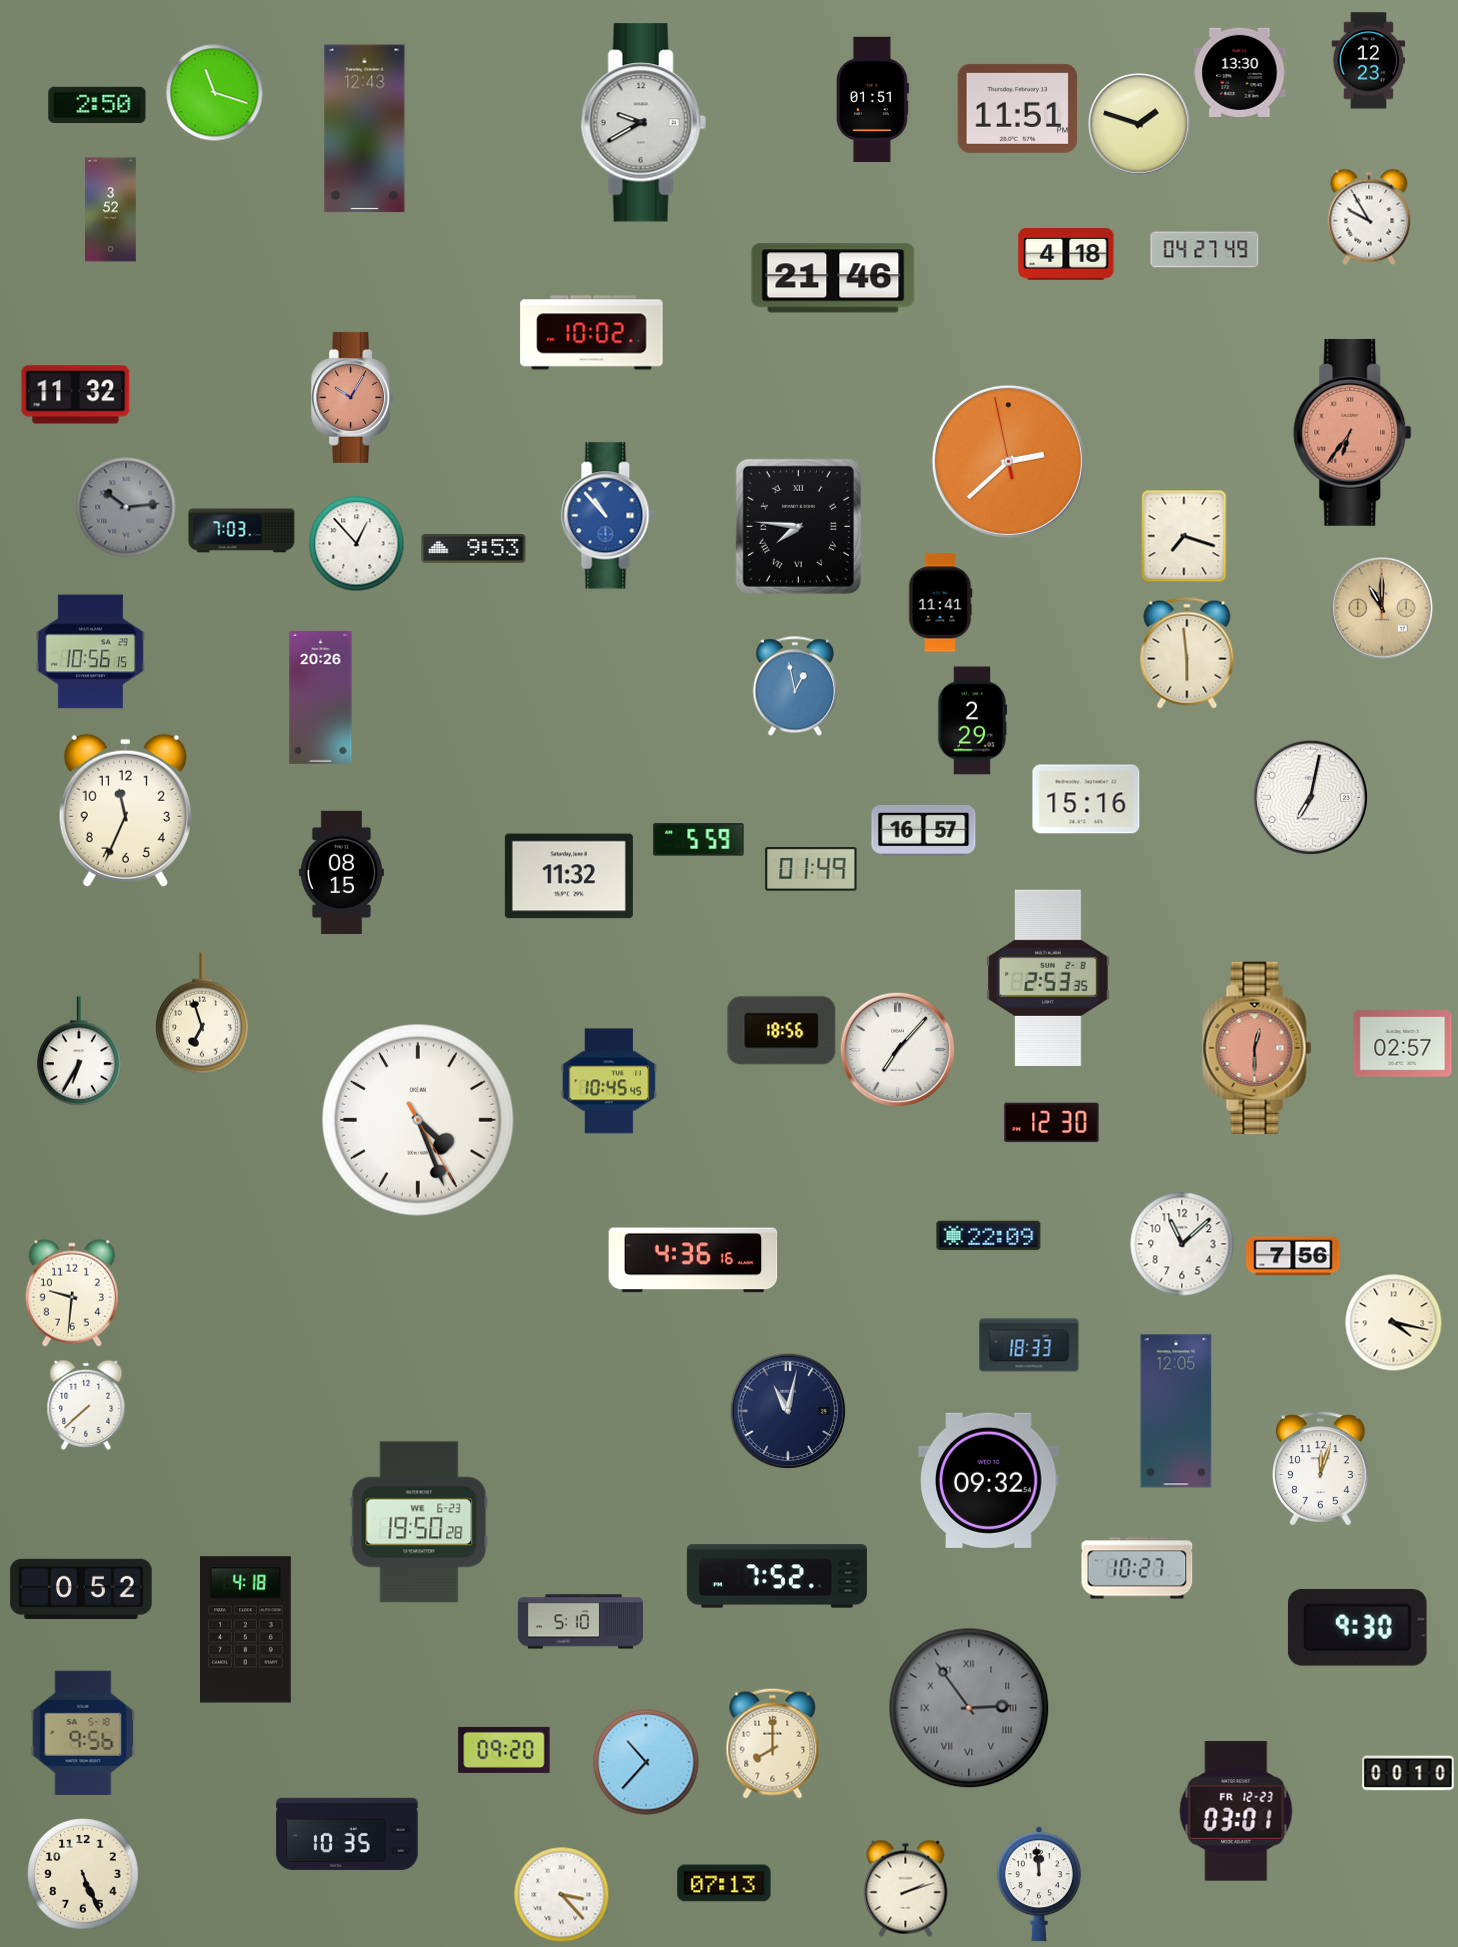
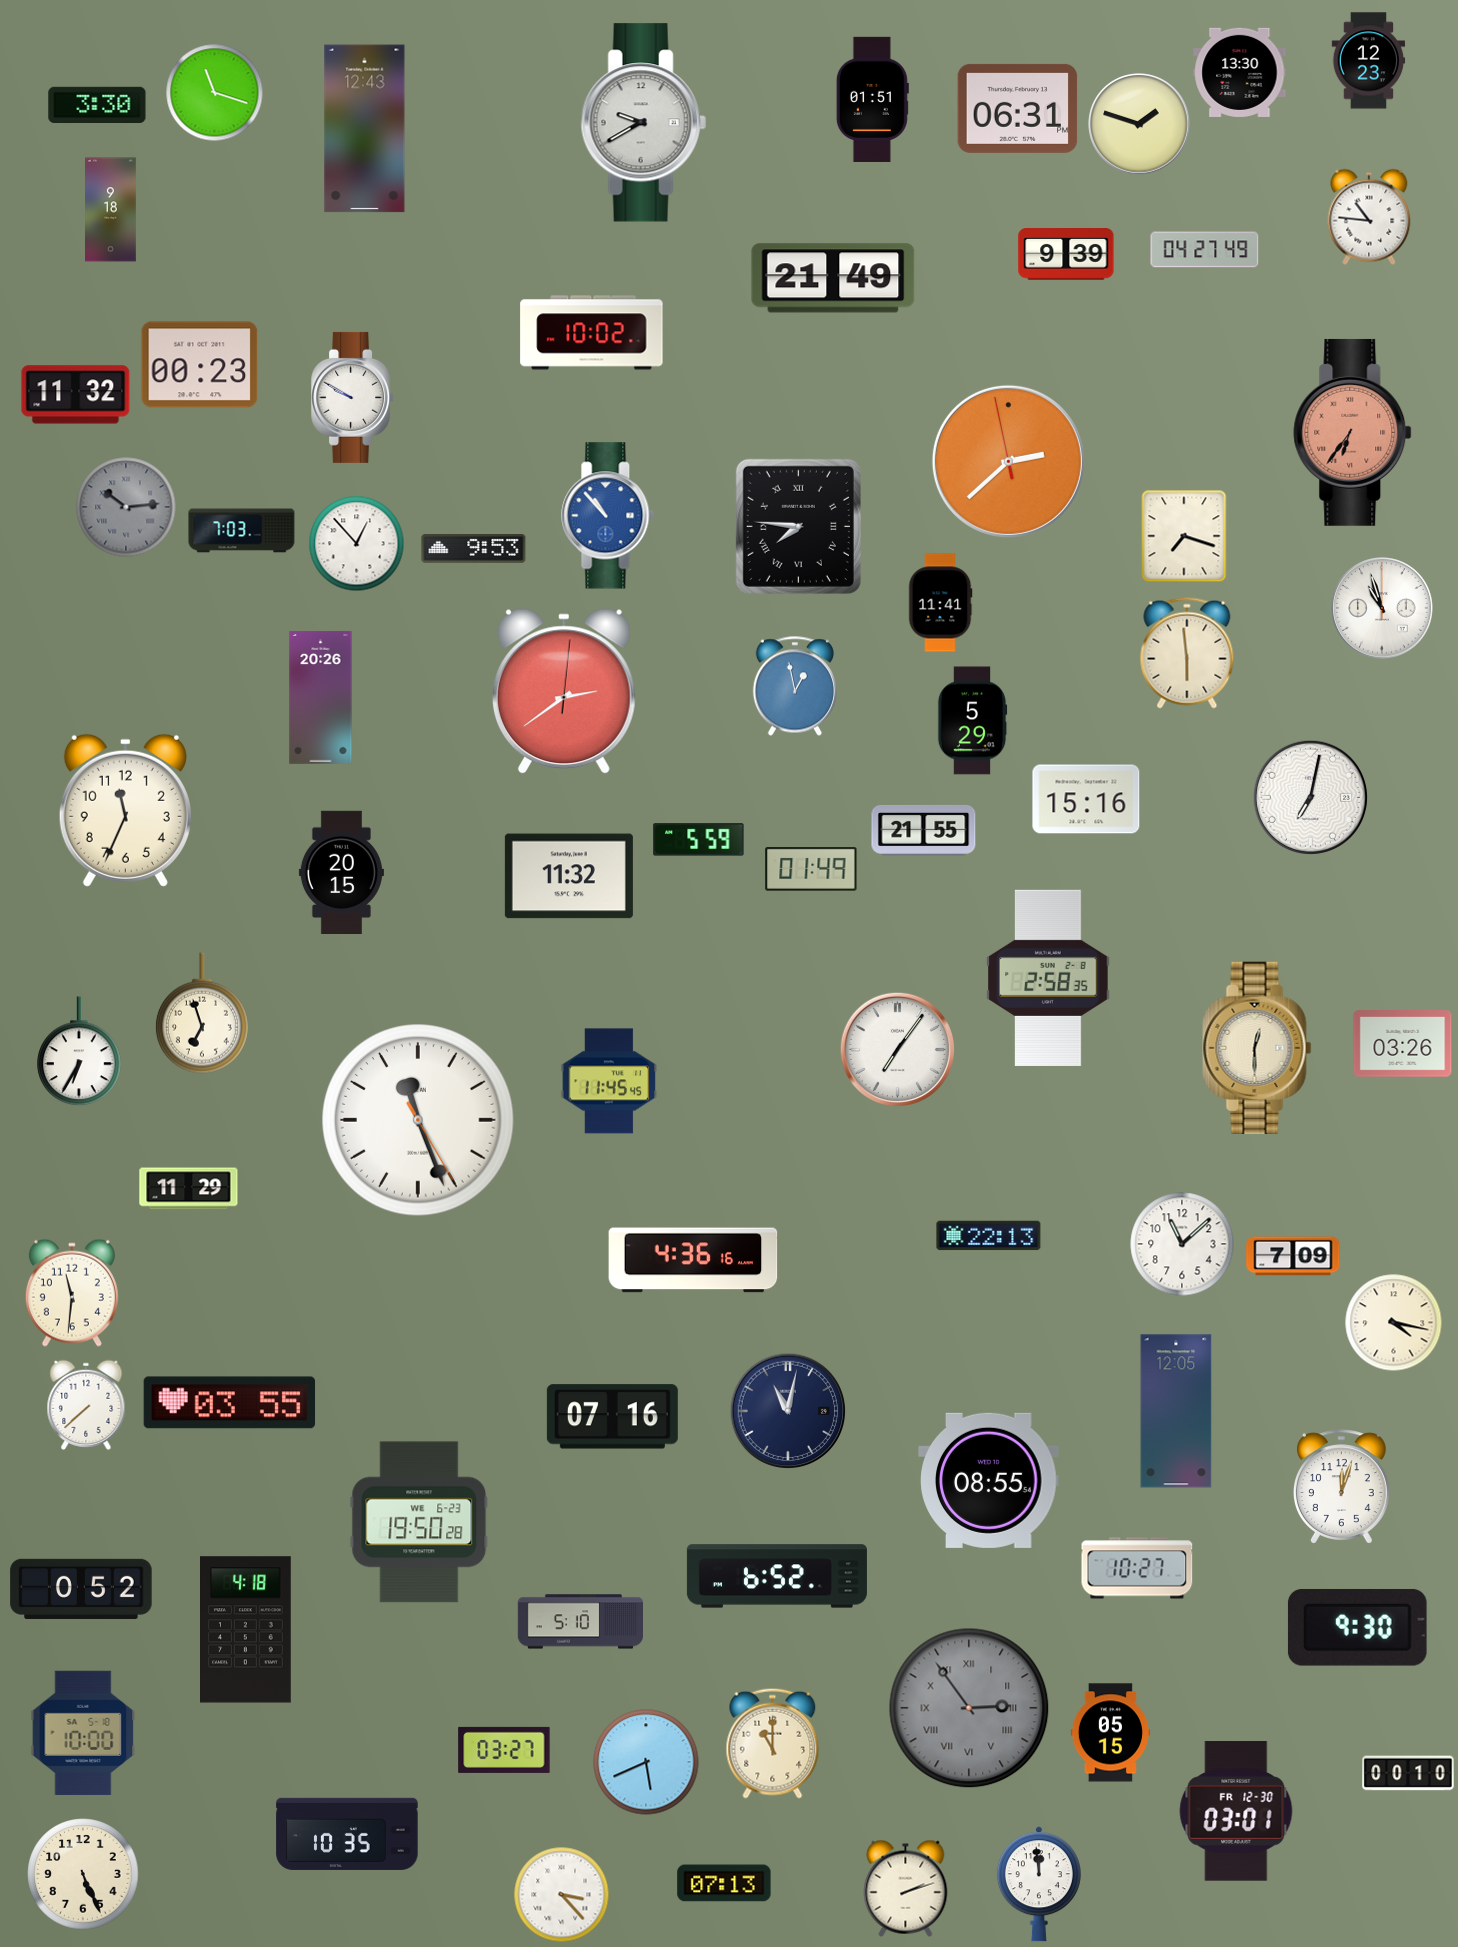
clock at (97, 104): 2:50 -> 3:30
clock at (1018, 108): 11:51 -> 06:31
clock at (111, 210): 3:52 -> 9:18
clock at (1369, 217): 9:55 -> 10:46
clock at (1066, 254): 4:18 -> 9:39
clock at (833, 278): 21:46 -> 21:49
clock at (200, 365): none -> 00:23
clock at (353, 397): 10:05 -> 9:50
clock at (353, 397) dial: salmon -> white
clock at (1382, 608): 11:00 -> 10:57
clock at (1382, 608) dial: champagne -> white
clock at (90, 652): 10:56 -> none
clock at (564, 692): none -> 2:39
clock at (972, 721): 2:29 -> 5:29
clock at (924, 830): 16:57 -> 21:55
clock at (341, 872): 08:15 -> 20:15
clock at (1048, 978): 2:53 -> 2:58
clock at (782, 1031): 18:56 -> none
clock at (1403, 1044): 02:57 -> 03:26
clock at (1257, 1047) dial: salmon -> cream
clock at (897, 1049): 7:07 -> 7:06
clock at (609, 1081): 10:45 -> 11:45
clock at (418, 1120): 4:26 -> 11:26
clock at (1052, 1123): 12:30 -> none
clock at (189, 1189): none -> 11:29
clock at (989, 1236): 22:09 -> 22:13
clock at (1293, 1256): 7:56 -> 7:09
clock at (72, 1293): 9:31 -> 11:31
clock at (1029, 1345): 18:33 -> none
clock at (230, 1403): none -> 03:55
clock at (612, 1417): none -> 07:16
clock at (1320, 1469) position: (1320, 1469) -> (1341, 1487)
clock at (989, 1480): 09:32 -> 08:55
clock at (777, 1576): 7:52 -> 6:52
clock at (83, 1733): 9:56 -> 10:00
clock at (1110, 1733): none -> 05:15
clock at (773, 1743): 8:00 -> 11:00
clock at (504, 1750): 09:20 -> 03:27
clock at (646, 1762): 10:37 -> 5:41
clock at (1236, 1811) date: FR 12-23 -> FR 12-30
